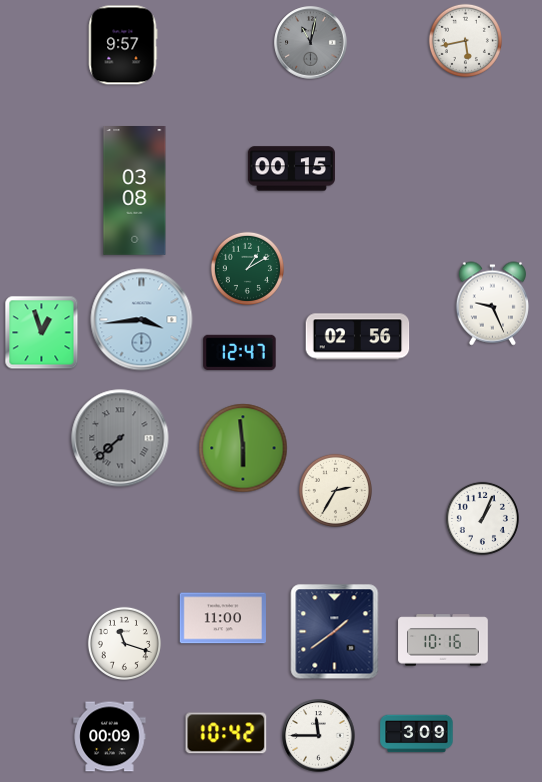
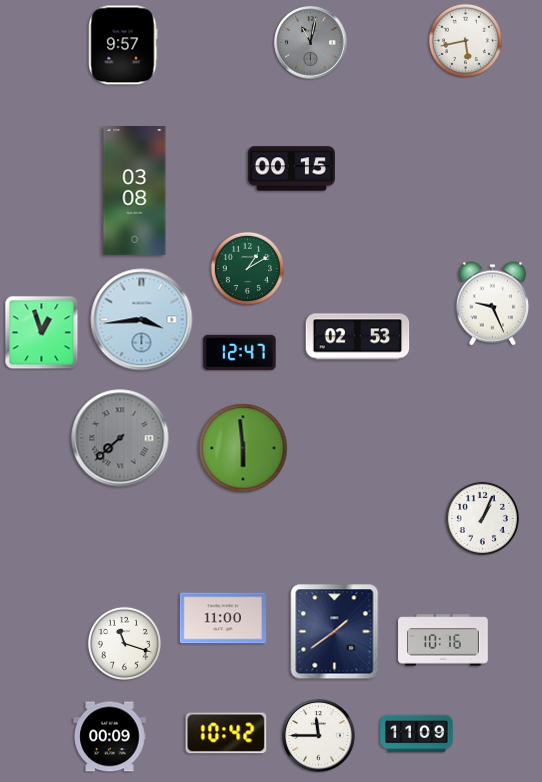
clock at (358, 337): 02:56 -> 02:53
clock at (335, 490): 2:35 -> none
clock at (417, 734): 3:09 -> 11:09
